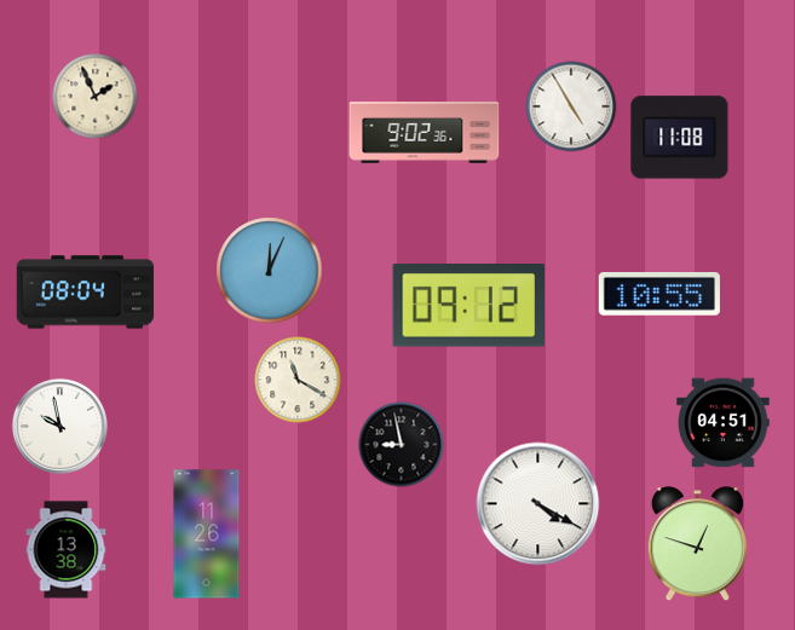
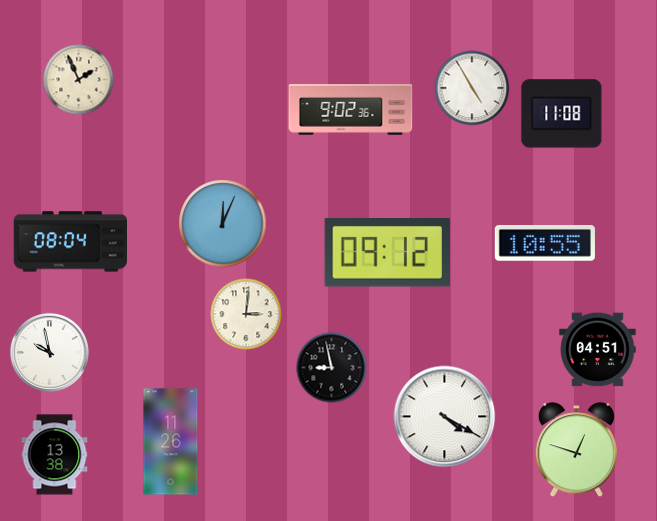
clock at (298, 380): 11:20 -> 3:01
